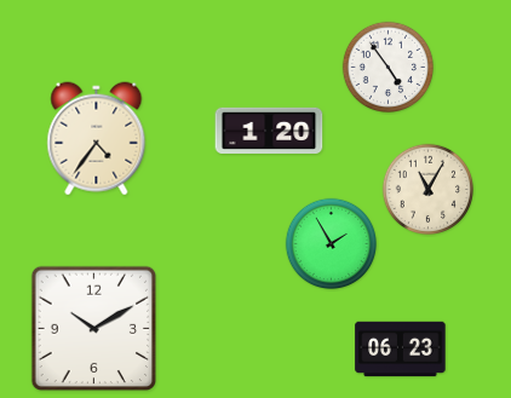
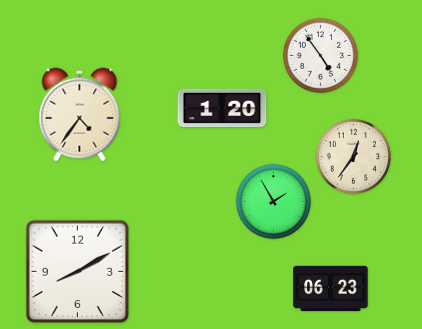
clock at (429, 190): 11:05 -> 12:36
clock at (94, 329): 10:10 -> 8:10
